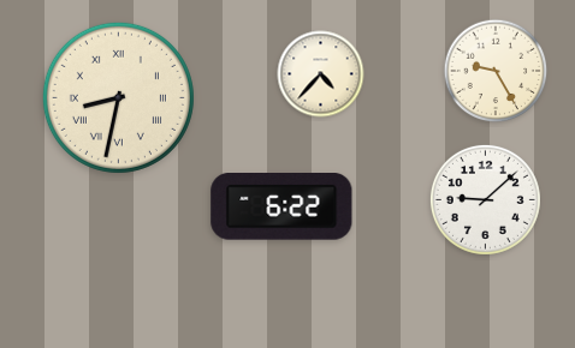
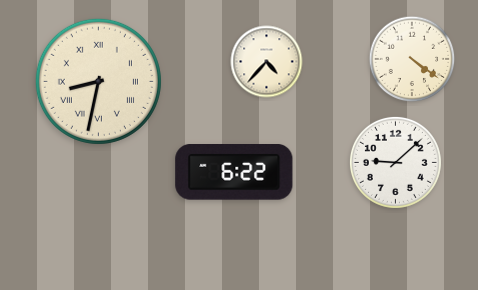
clock at (496, 71): 9:25 -> 4:21
clock at (485, 199) position: (485, 199) -> (395, 162)
